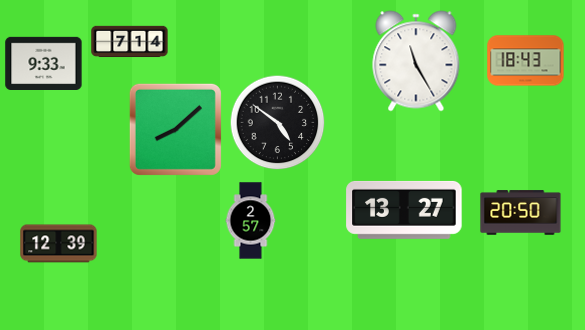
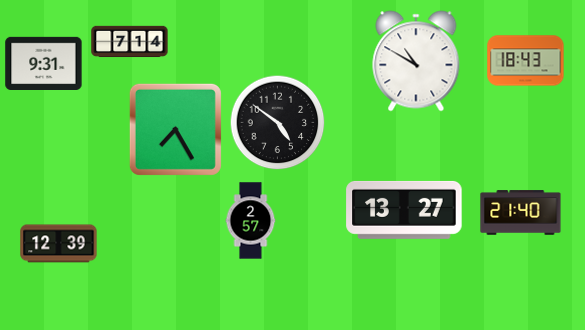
clock at (416, 61): 11:25 -> 10:50
clock at (44, 63): 9:33 -> 9:31
clock at (175, 129): 8:08 -> 7:25
clock at (521, 213): 20:50 -> 21:40
